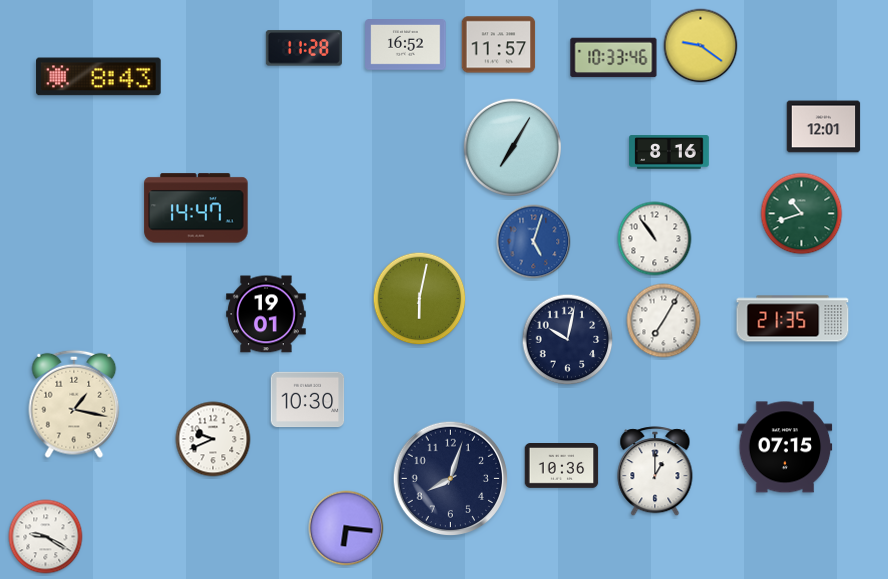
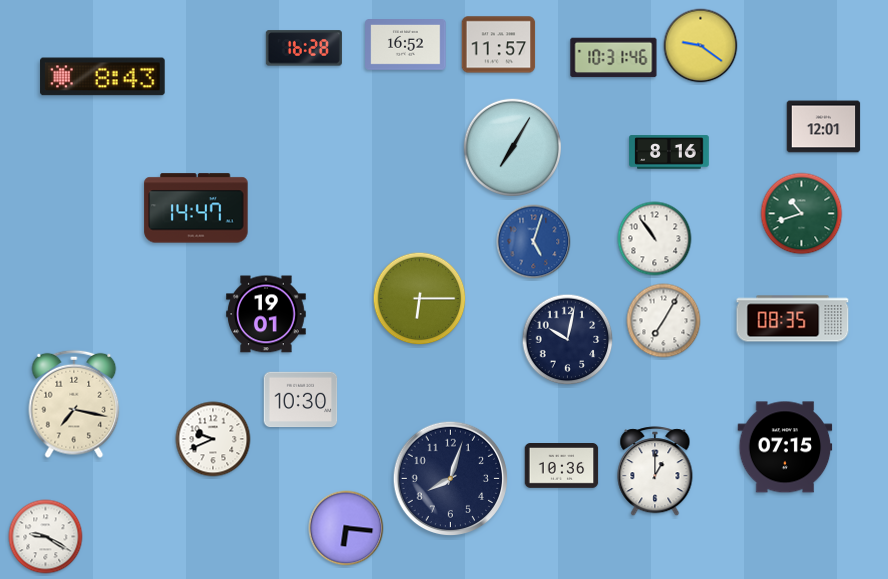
clock at (304, 48): 11:28 -> 16:28
clock at (614, 58): 10:33 -> 10:31
clock at (99, 77) position: (99, 77) -> (103, 77)
clock at (420, 299): 6:02 -> 6:15
clock at (793, 319): 21:35 -> 08:35
clock at (308, 400) position: (308, 400) -> (301, 400)
clock at (74, 404): 1:17 -> 7:17
